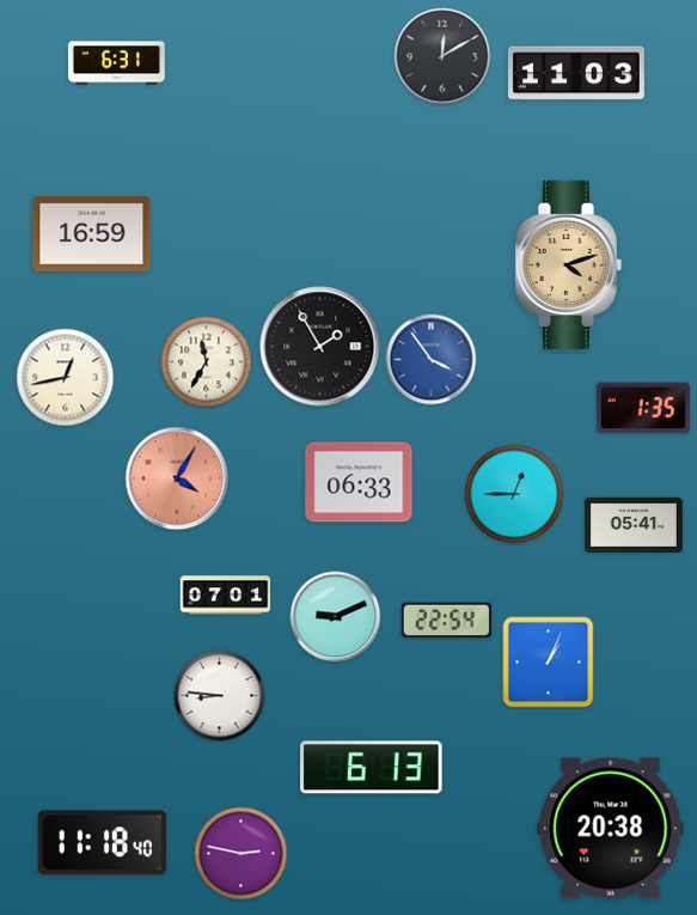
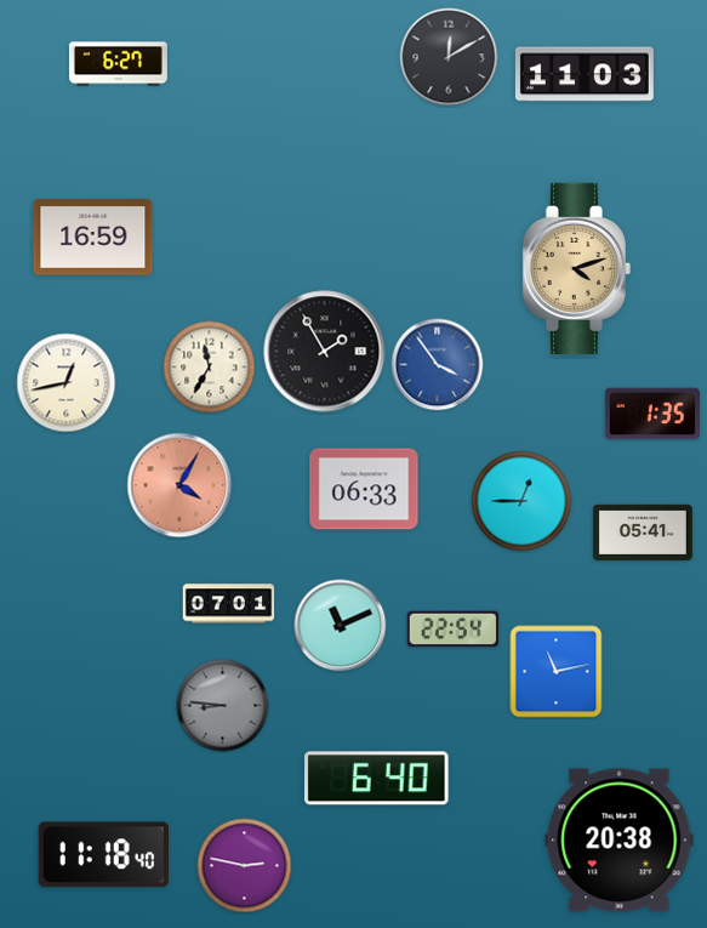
clock at (116, 63): 6:31 -> 6:27
clock at (336, 617): 9:11 -> 11:11
clock at (549, 663): 1:04 -> 11:13
clock at (220, 696) dial: white -> grey
clock at (372, 768): 6:13 -> 6:40
